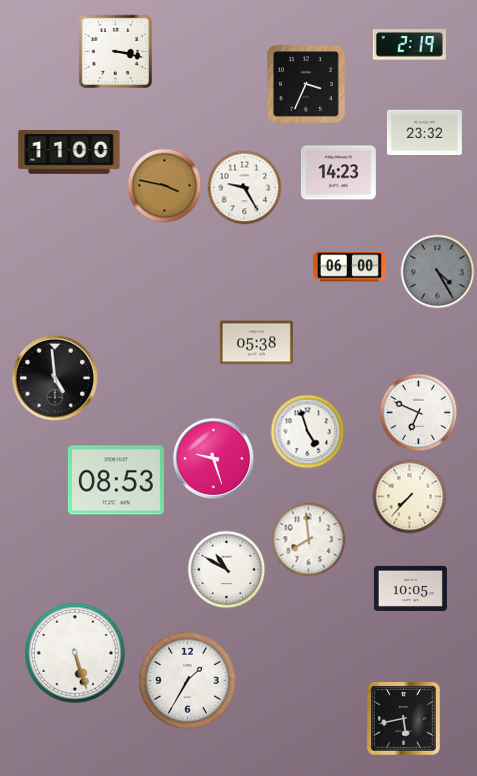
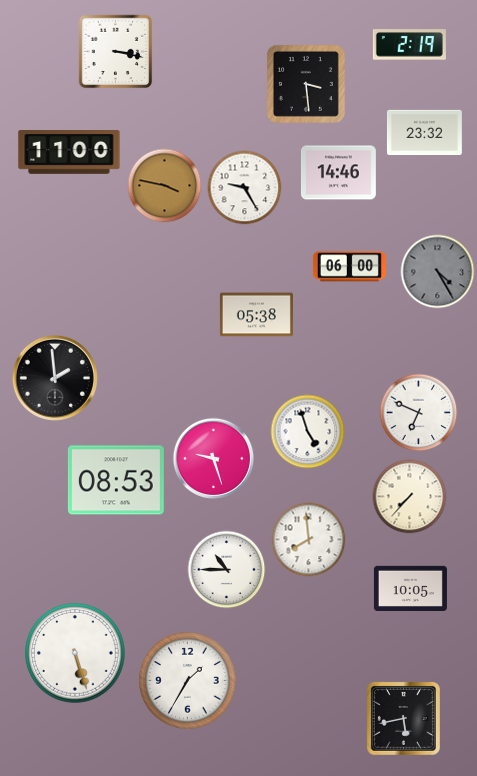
clock at (306, 84): 3:34 -> 3:29
clock at (338, 173): 14:23 -> 14:46
clock at (256, 343) position: (256, 343) -> (256, 315)
clock at (55, 378): 4:59 -> 1:59
clock at (227, 570): 10:50 -> 10:45
